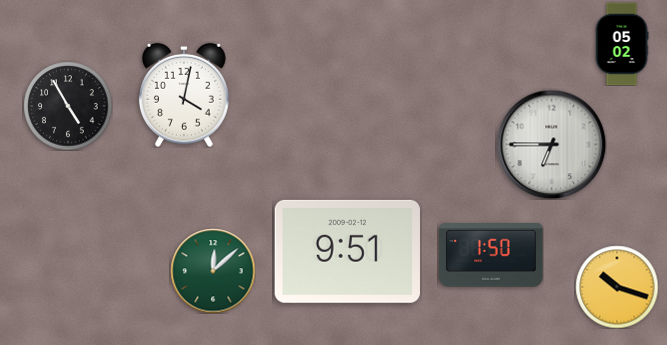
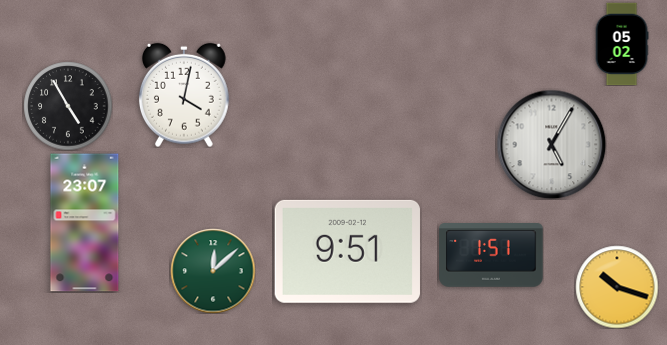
clock at (551, 144): 6:45 -> 5:05
clock at (85, 223): none -> 23:07
clock at (491, 255): 1:50 -> 1:51
